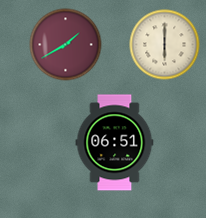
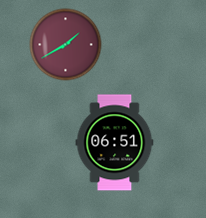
clock at (165, 45): 6:00 -> none
